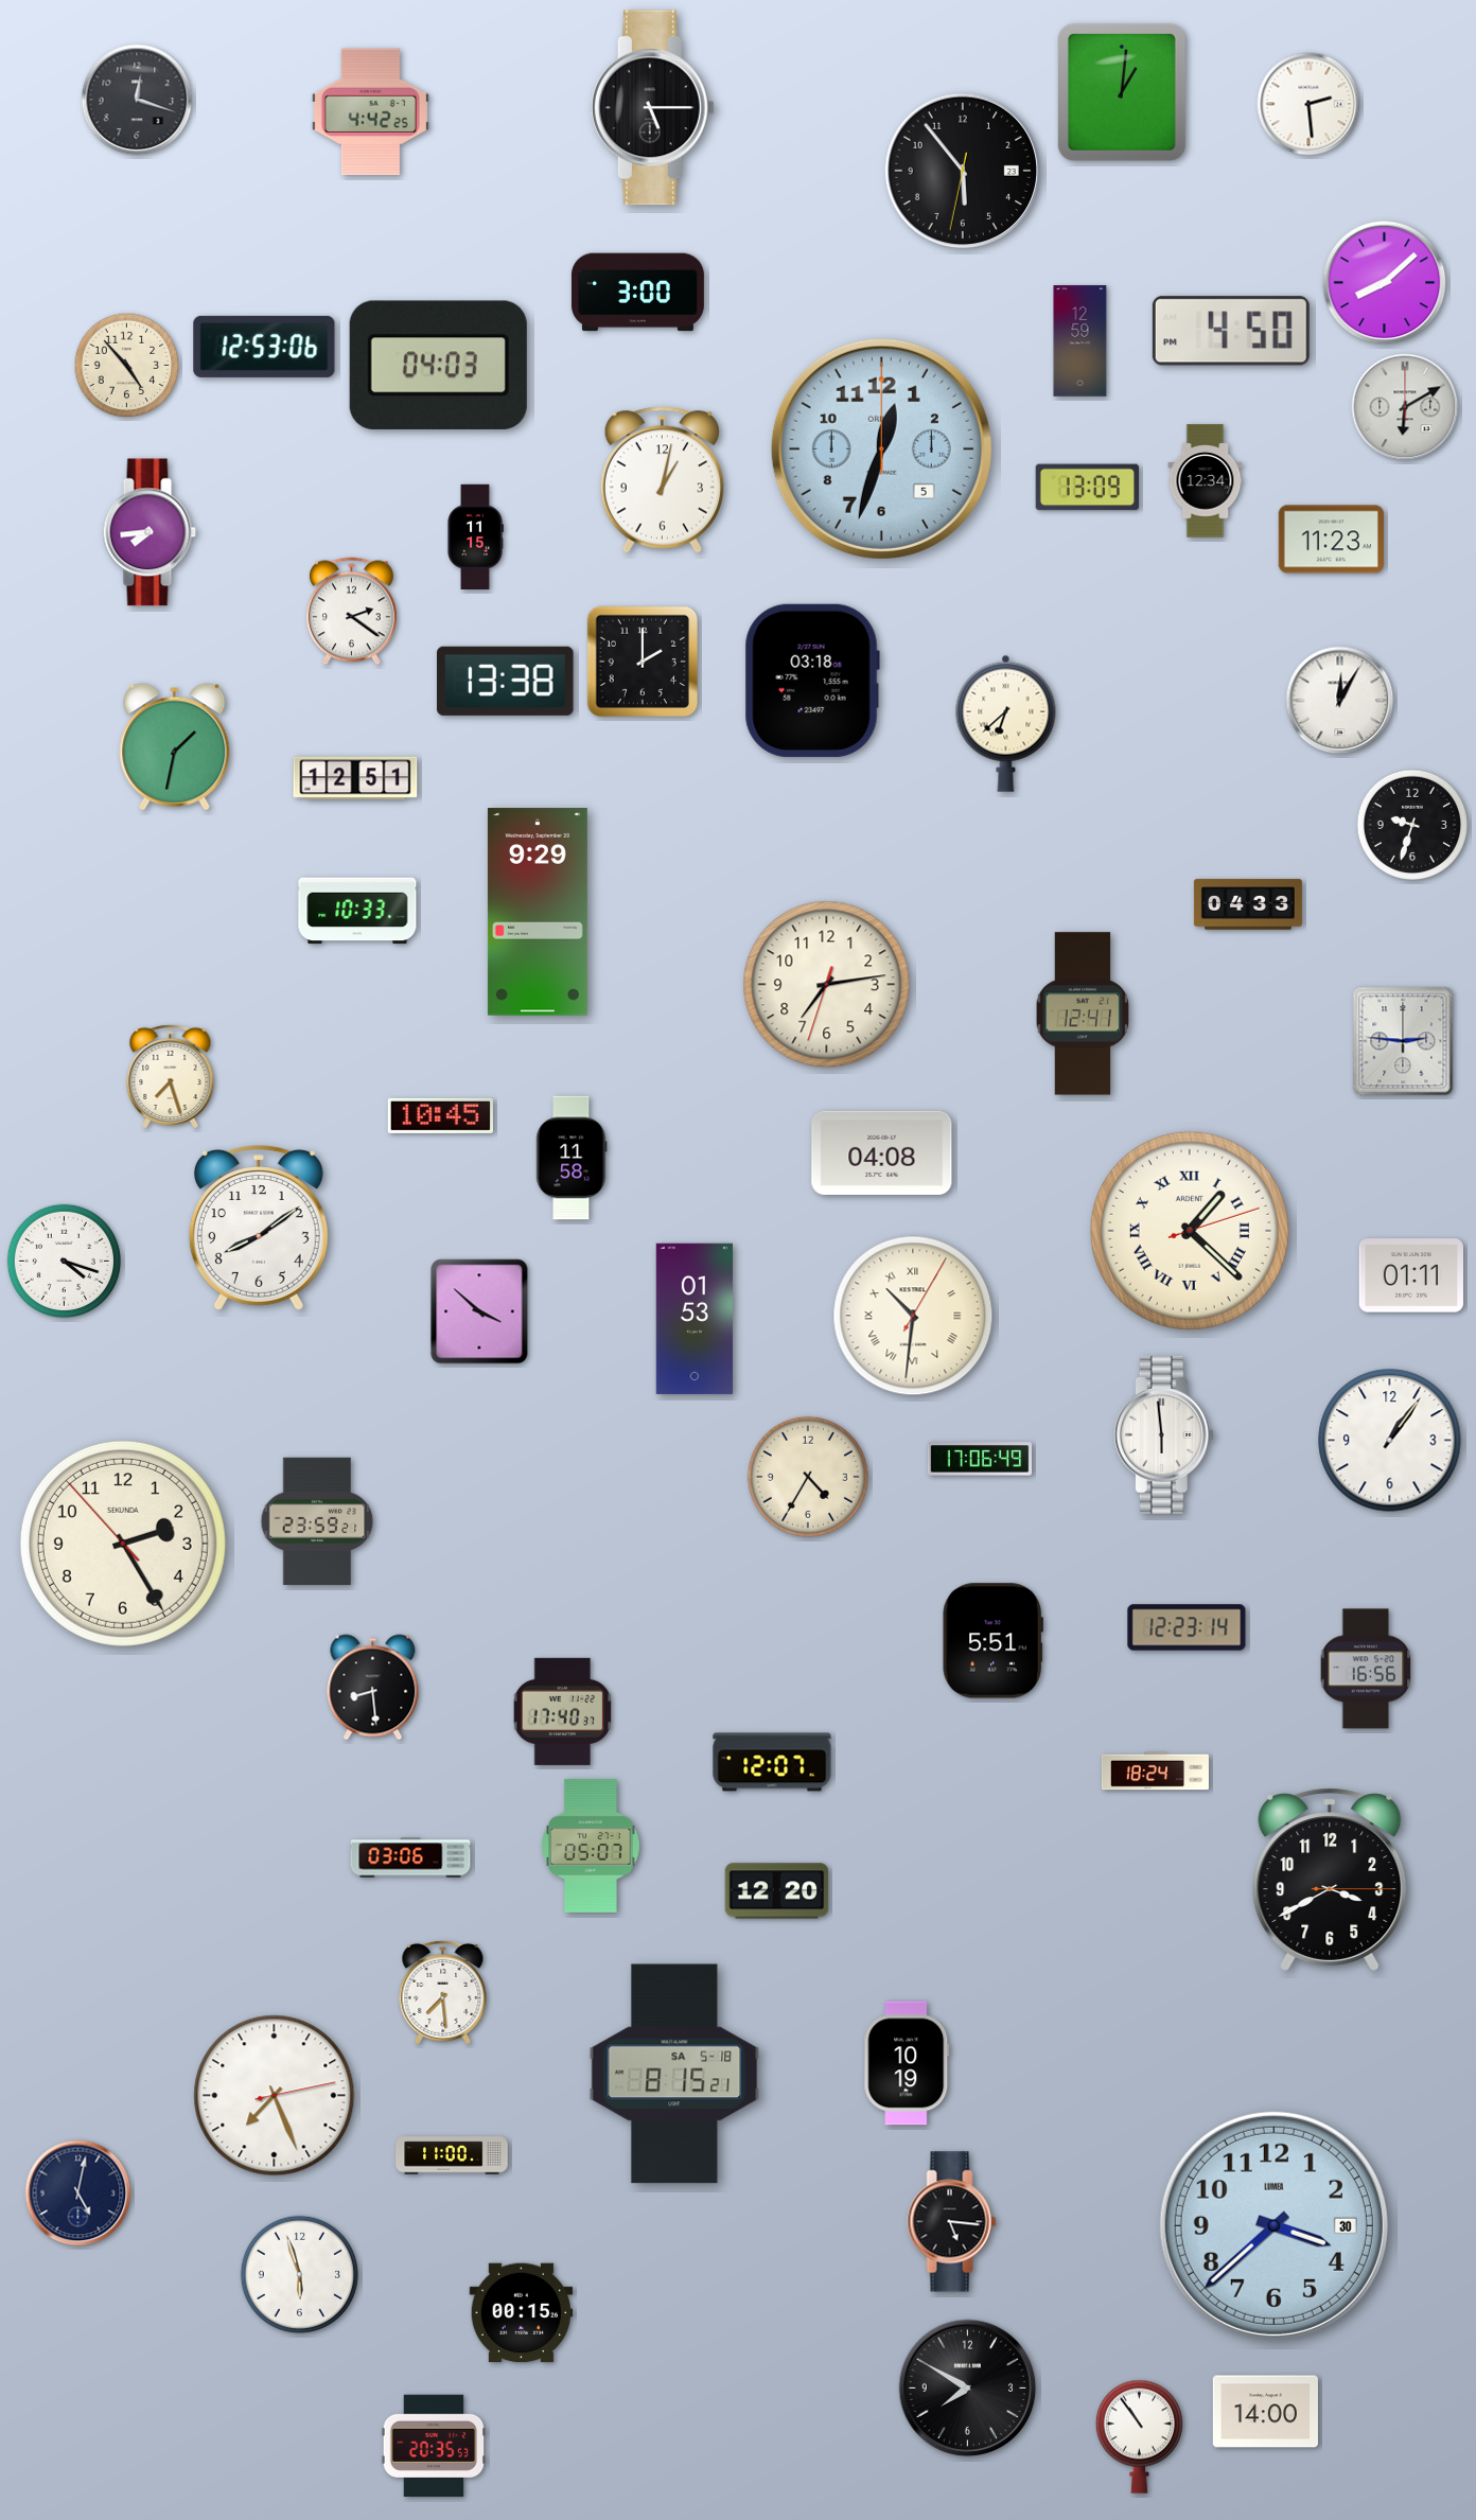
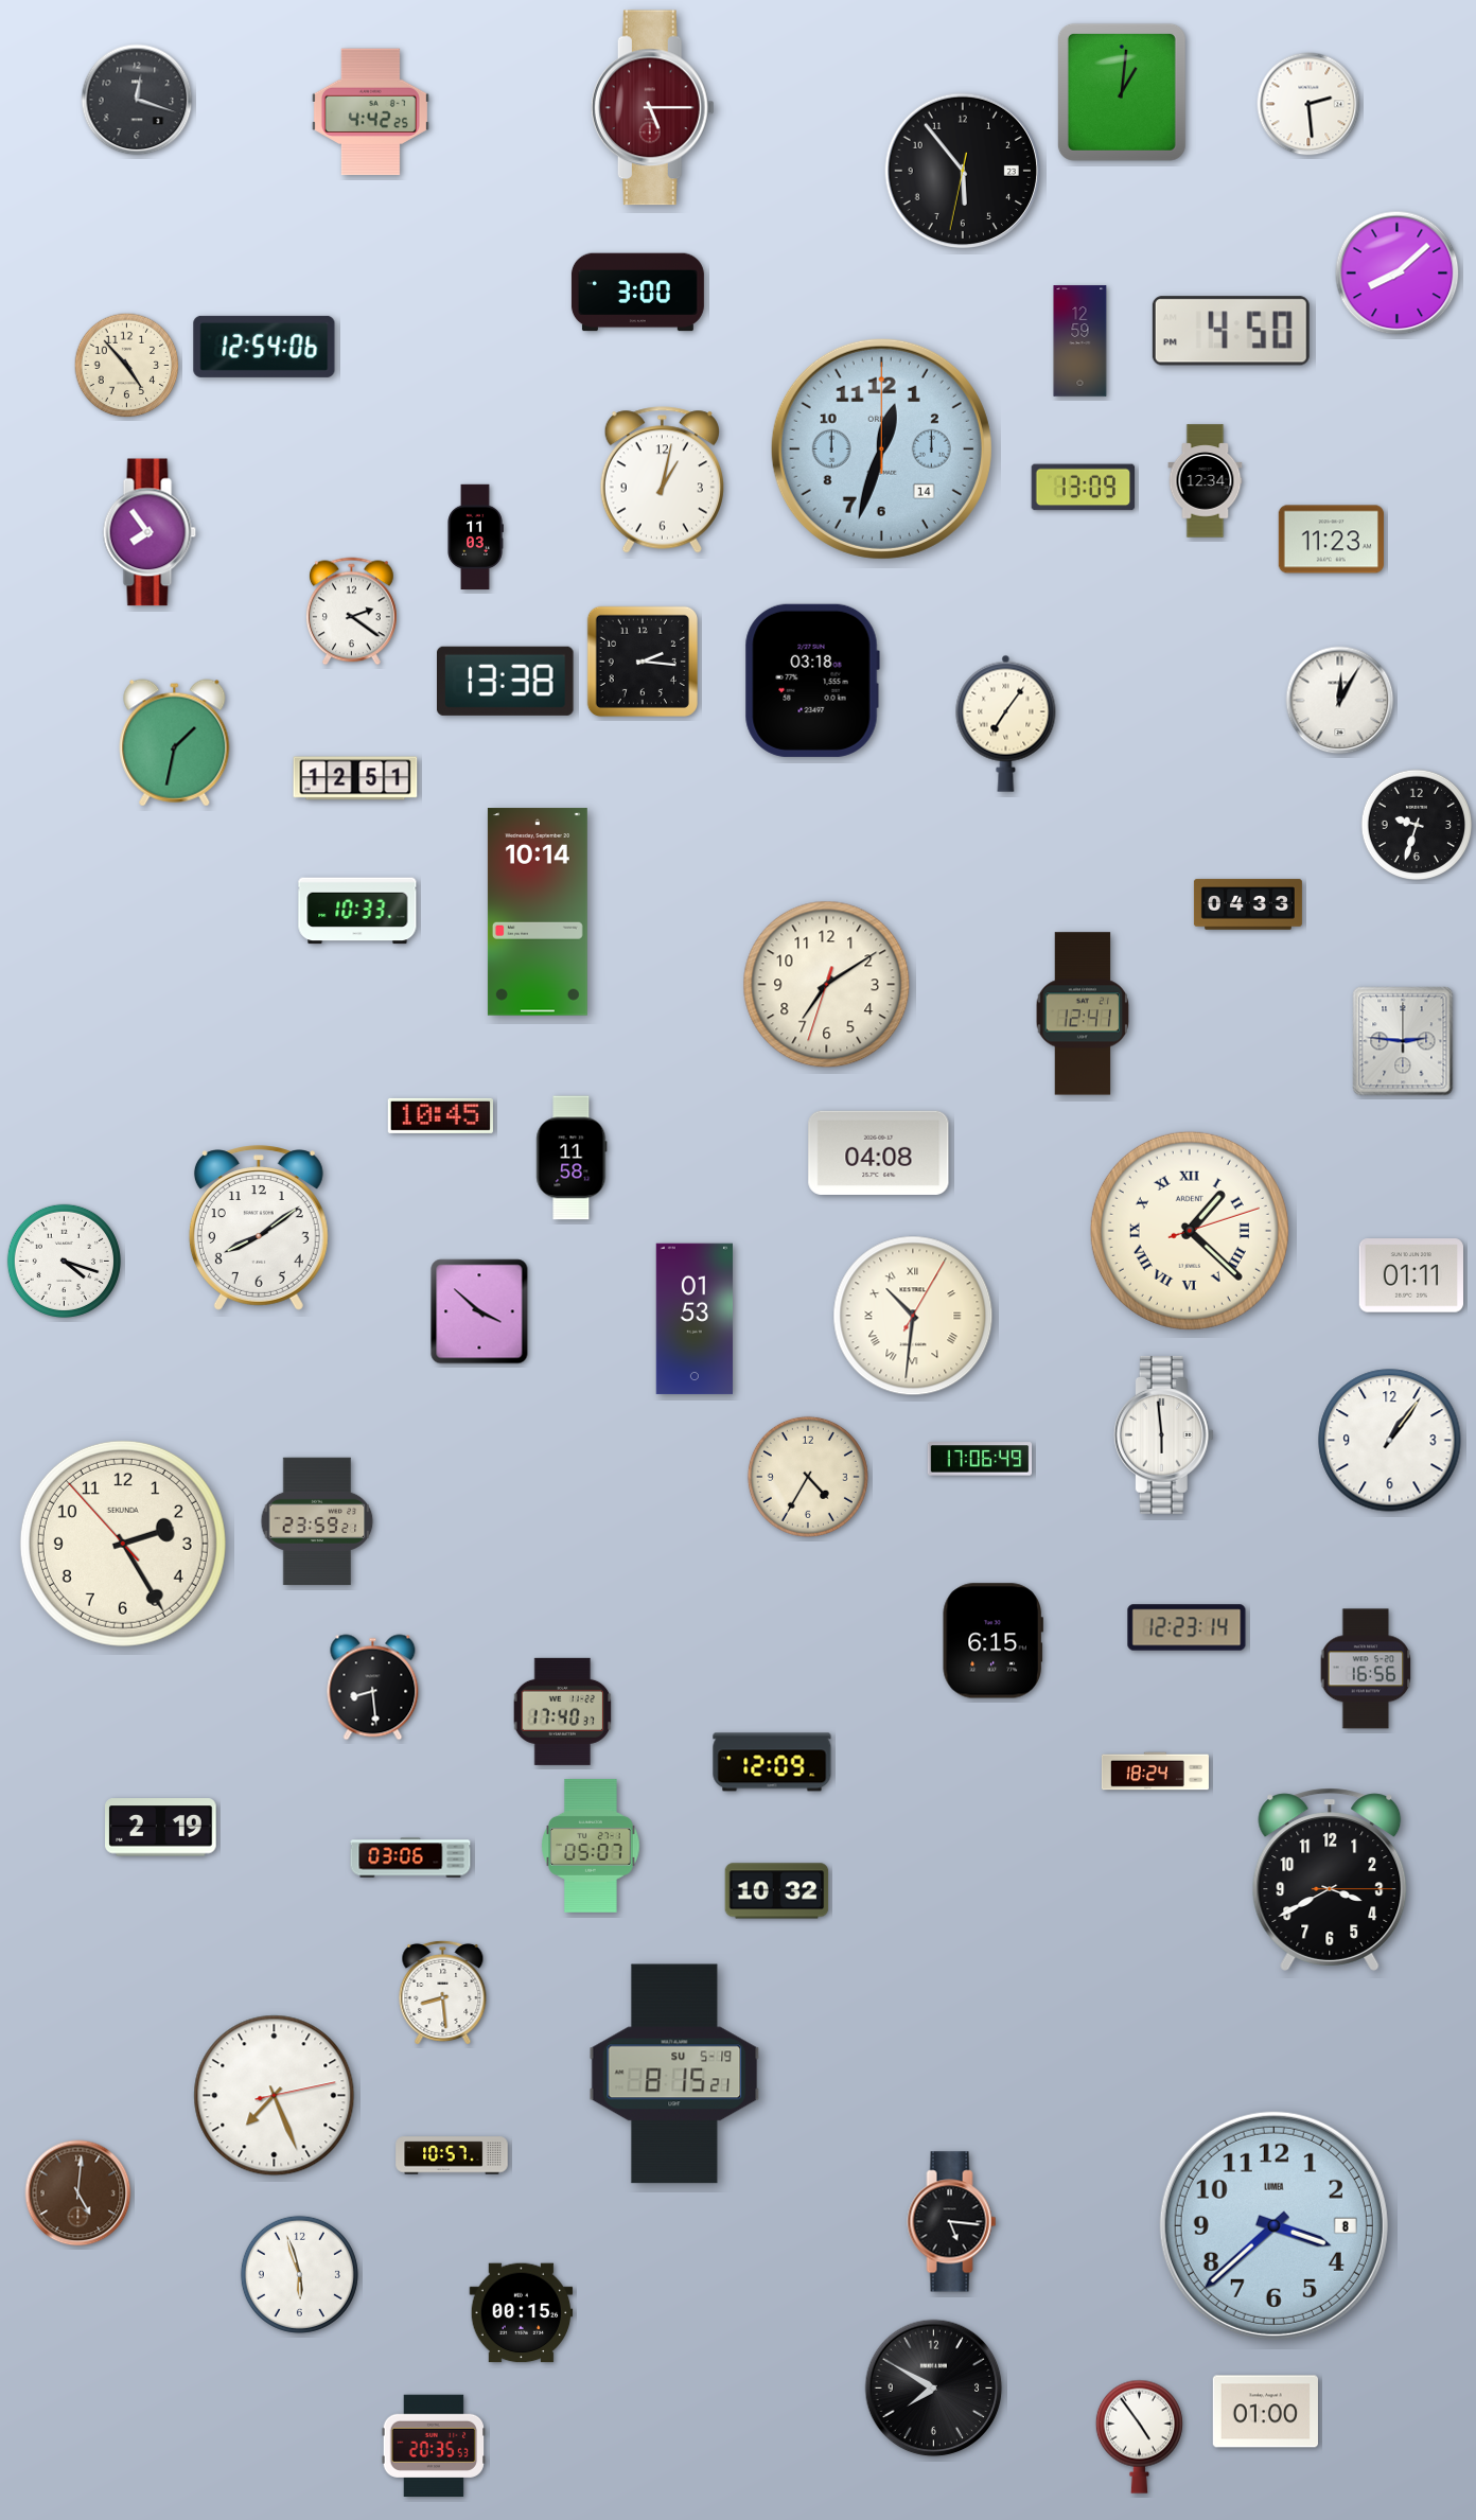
clock at (652, 108) dial: black -> burgundy
clock at (1385, 283) position: (1385, 283) -> (1398, 274)
clock at (264, 347): 12:53 -> 12:54
clock at (438, 365): 04:03 -> none
clock at (1405, 407): 6:10 -> none
clock at (881, 448) date: 5 -> 14
clock at (1088, 488) position: (1088, 488) -> (1084, 488)
clock at (150, 532): 7:44 -> 7:54
clock at (475, 536): 11:15 -> 11:03
clock at (643, 662): 2:00 -> 2:16
clock at (1006, 723): 6:38 -> 7:06
clock at (175, 747) position: (175, 747) -> (175, 743)
clock at (1411, 824) position: (1411, 824) -> (1416, 824)
clock at (538, 912): 9:29 -> 10:14
clock at (827, 985): 7:13 -> 7:09
clock at (171, 1076): 7:27 -> none
clock at (882, 1152) position: (882, 1152) -> (879, 1152)
clock at (992, 1641): 5:51 -> 6:15
clock at (772, 1762): 12:07 -> 12:09
clock at (161, 1828): none -> 2:19
clock at (777, 1891): 12:20 -> 10:32
clock at (443, 1992): 7:29 -> 8:29
clock at (907, 2063): 10:19 -> none
clock at (674, 2074) date: SA 5-18 -> SU 5-19
clock at (452, 2155): 11:00 -> 10:57
clock at (78, 2193): 5:02 -> 5:01
clock at (78, 2193) dial: navy -> brown
clock at (1273, 2225) date: 30 -> 8
clock at (968, 2389) position: (968, 2389) -> (934, 2389)
clock at (1265, 2412): 14:00 -> 01:00
clock at (1139, 2436): 10:54 -> 4:54
